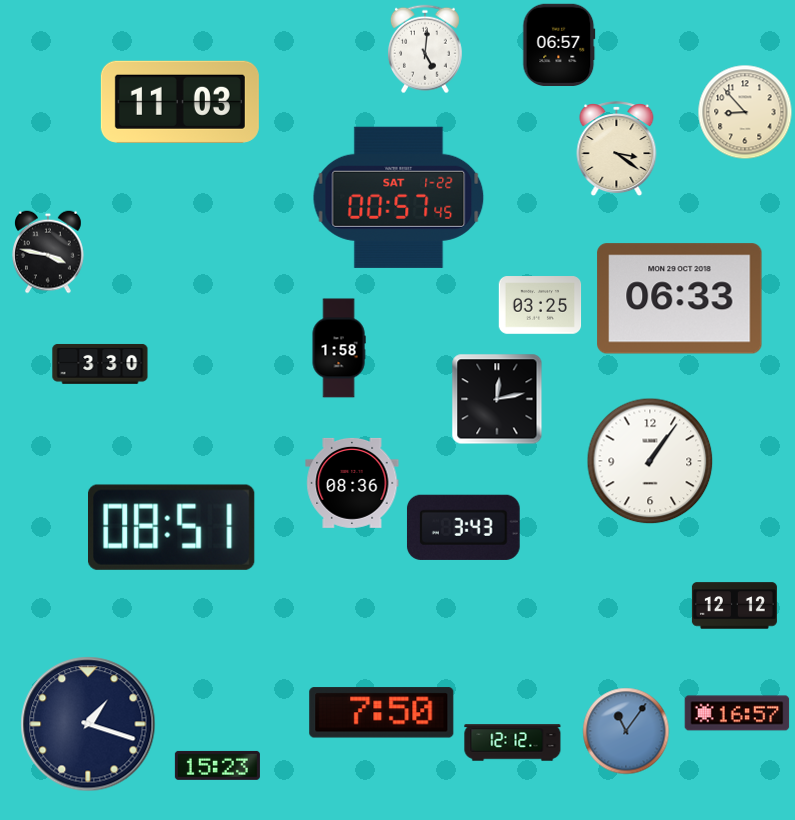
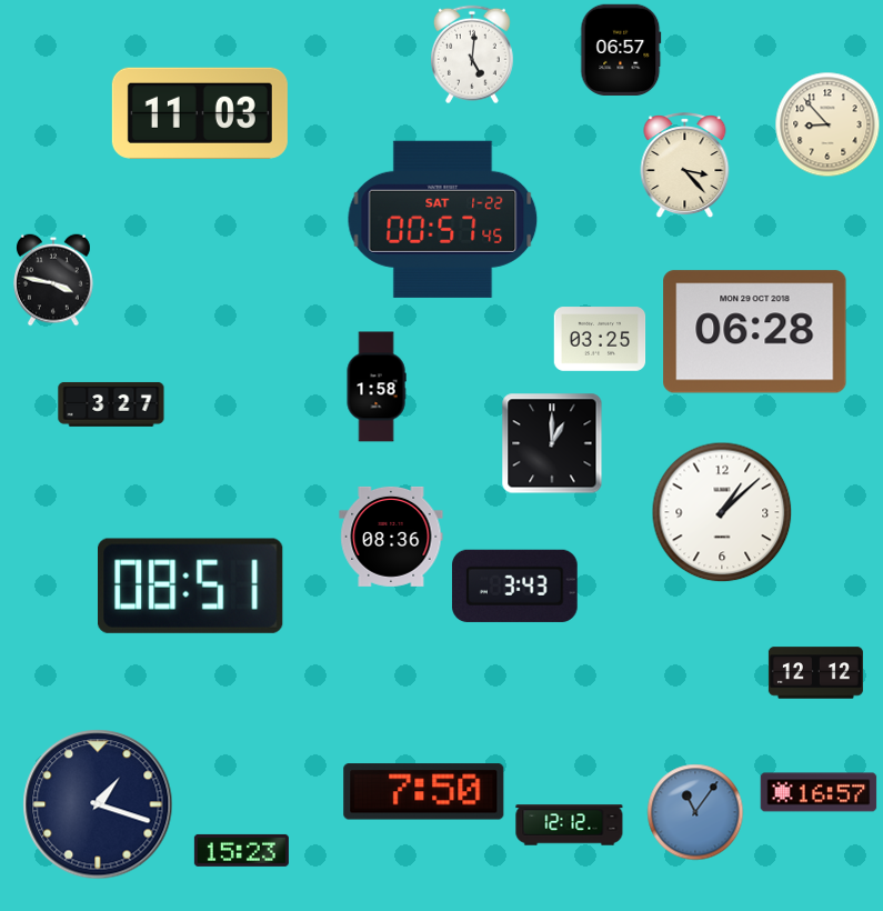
clock at (617, 149): 3:21 -> 3:23
clock at (680, 299): 06:33 -> 06:28
clock at (100, 364): 3:30 -> 3:27
clock at (497, 399): 12:13 -> 1:00
clock at (650, 461): 1:06 -> 1:08
